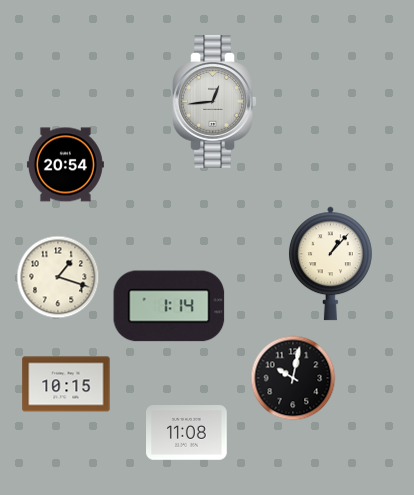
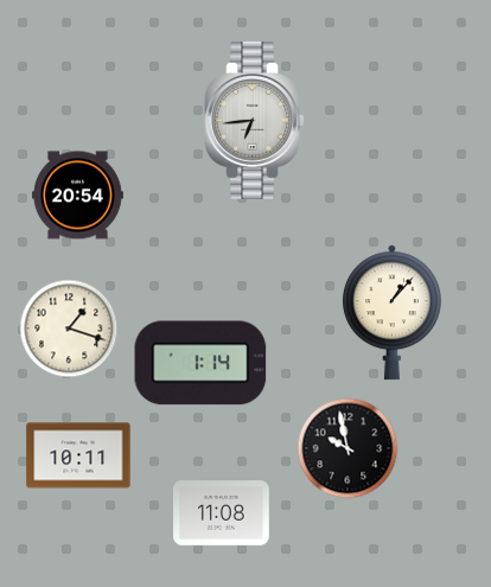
clock at (215, 102): 12:44 -> 6:44
clock at (293, 378): 10:02 -> 9:58
clock at (66, 384): 10:15 -> 10:11
